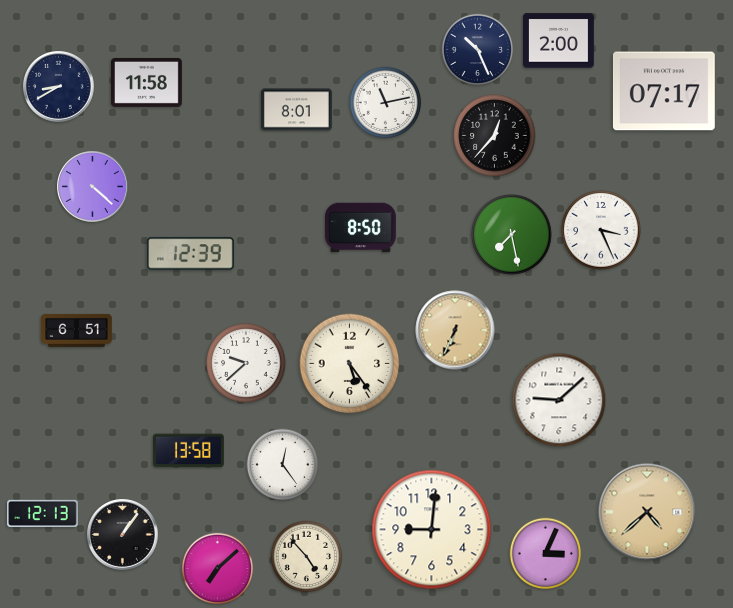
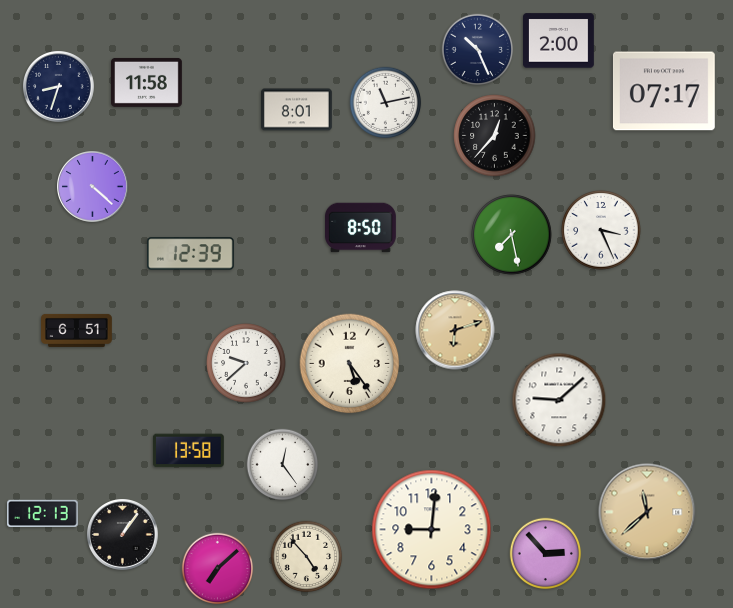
clock at (59, 87): 8:40 -> 8:33
clock at (455, 330): 6:34 -> 6:12
clock at (647, 512): 4:38 -> 11:38
clock at (546, 554): 3:04 -> 2:53
